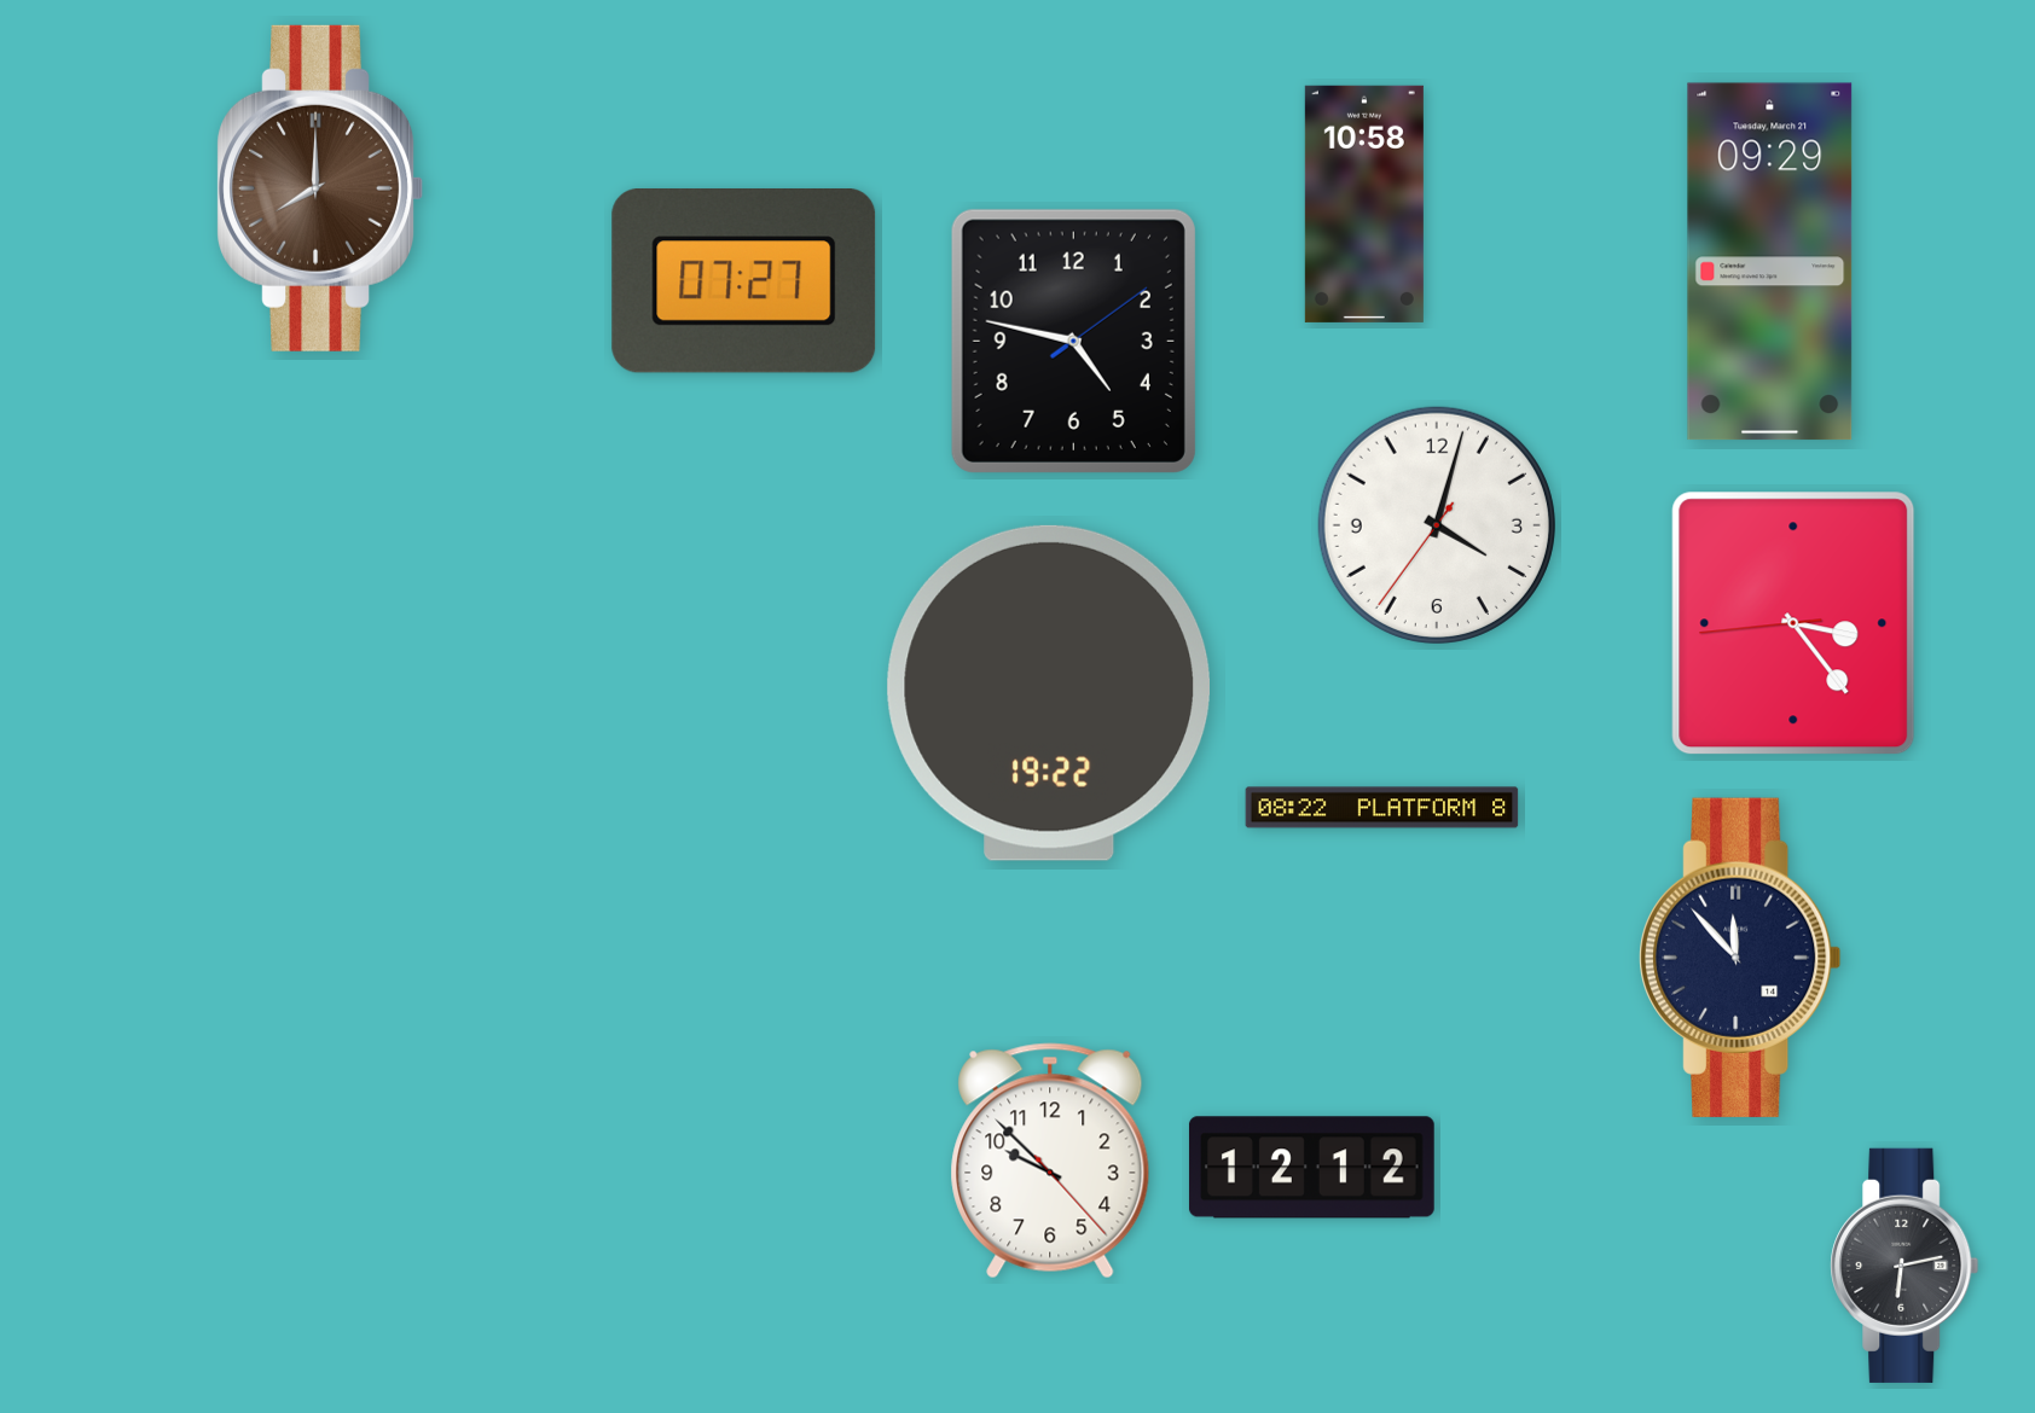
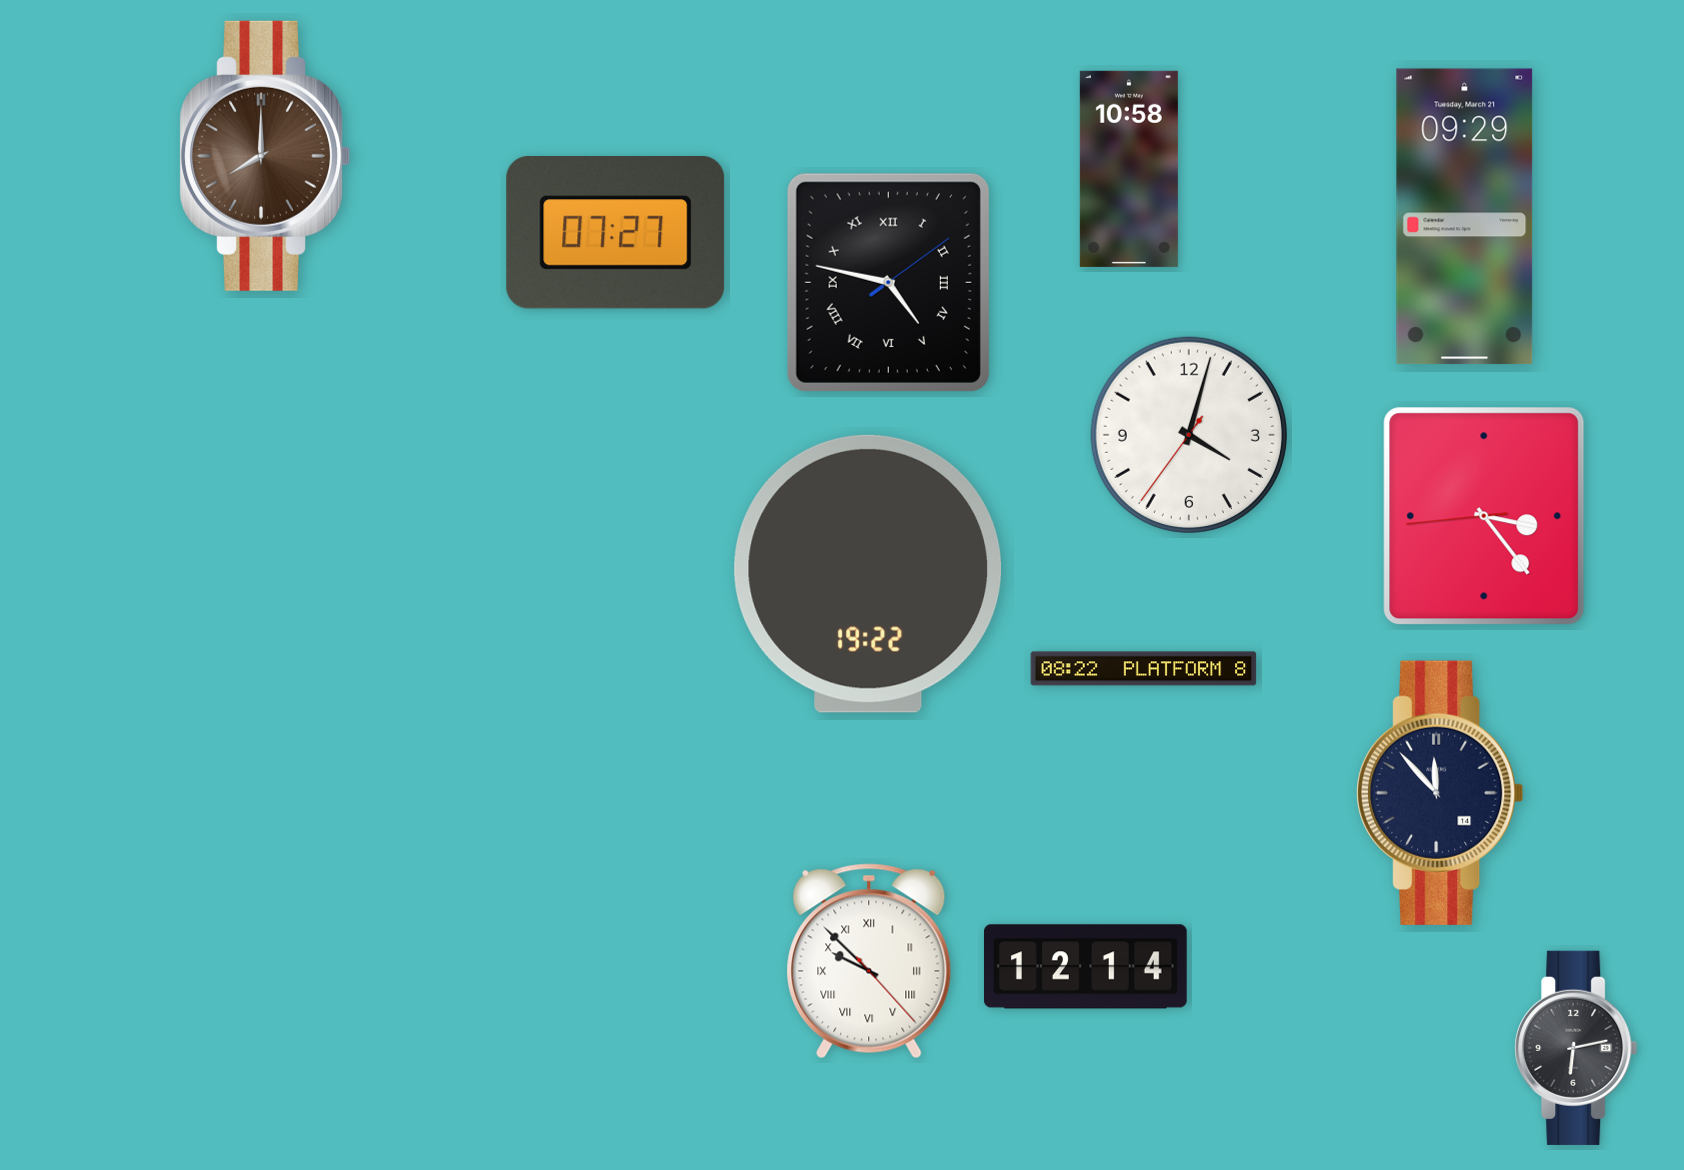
clock at (1073, 341) numerals: Arabic -> Roman
clock at (1050, 1161) numerals: Arabic -> Roman
clock at (1311, 1168): 12:12 -> 12:14
